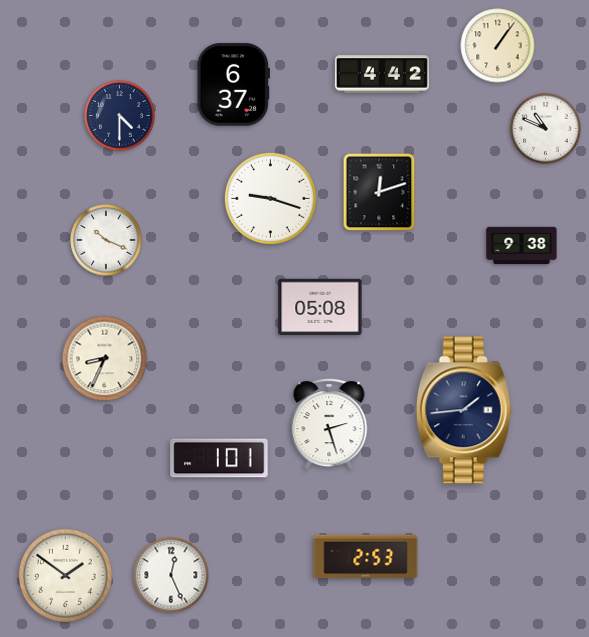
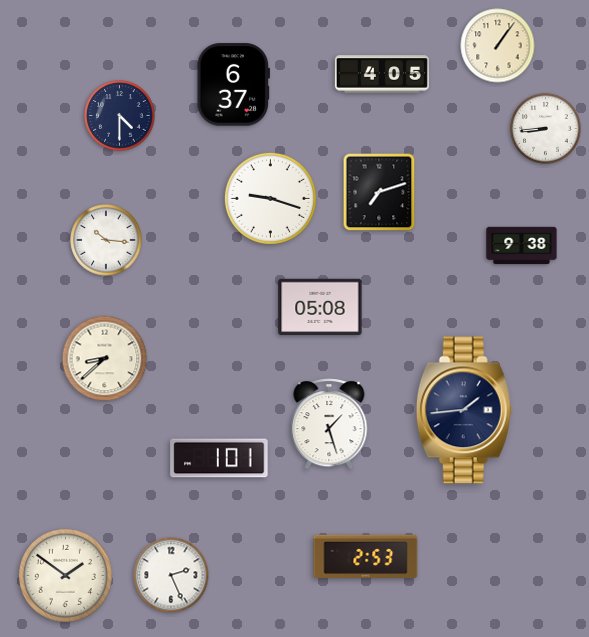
clock at (382, 74): 4:42 -> 4:05
clock at (546, 129): 10:49 -> 8:44
clock at (379, 192): 12:12 -> 7:12
clock at (106, 240): 10:19 -> 10:16
clock at (105, 359): 8:34 -> 8:38
clock at (329, 424): 2:27 -> 1:27
clock at (171, 575): 12:26 -> 2:26
